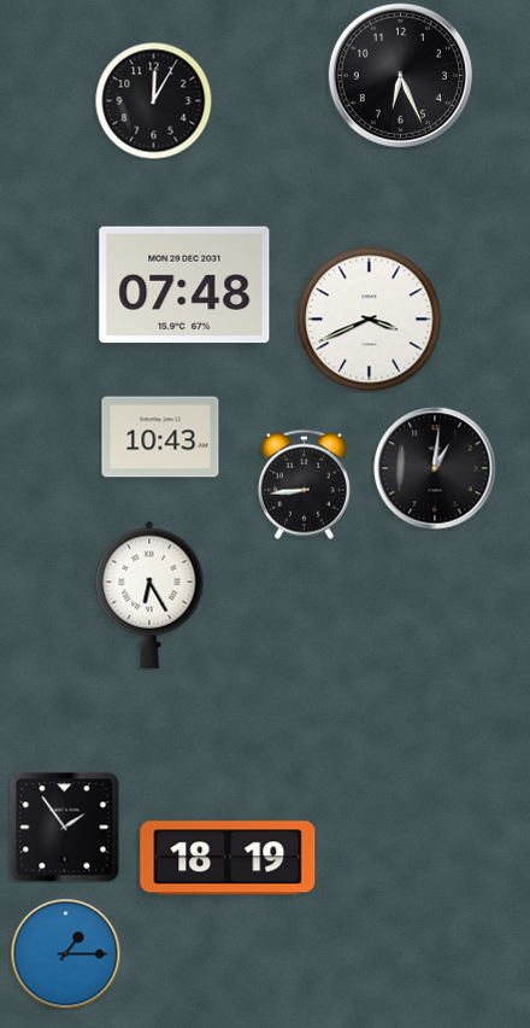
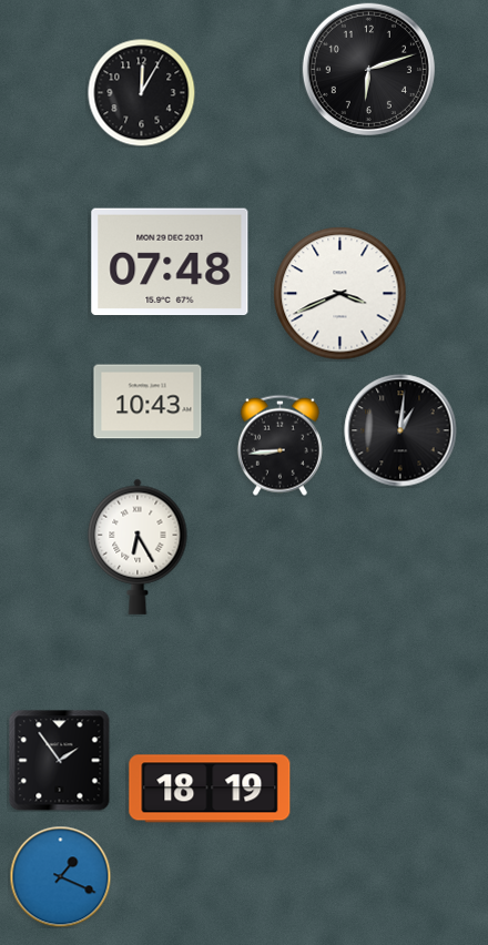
clock at (400, 75): 6:26 -> 6:12
clock at (65, 953): 1:15 -> 1:19
